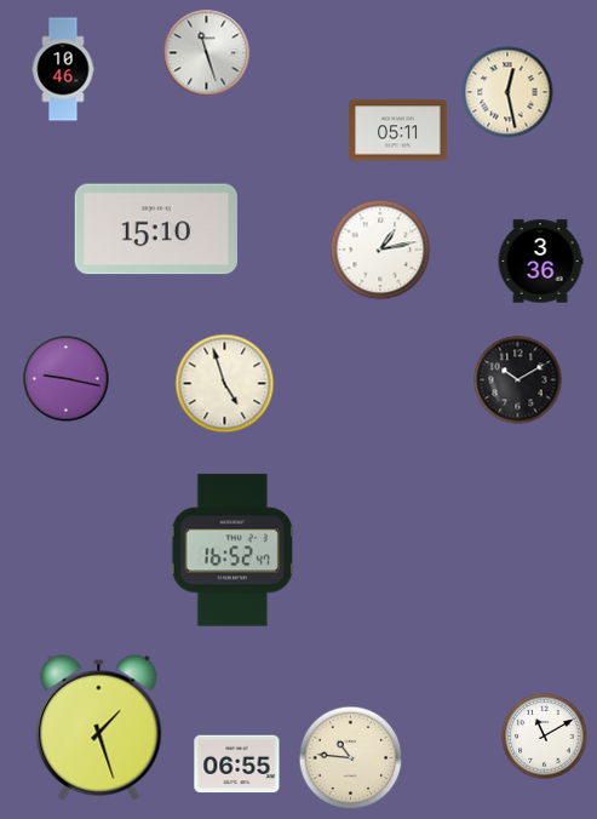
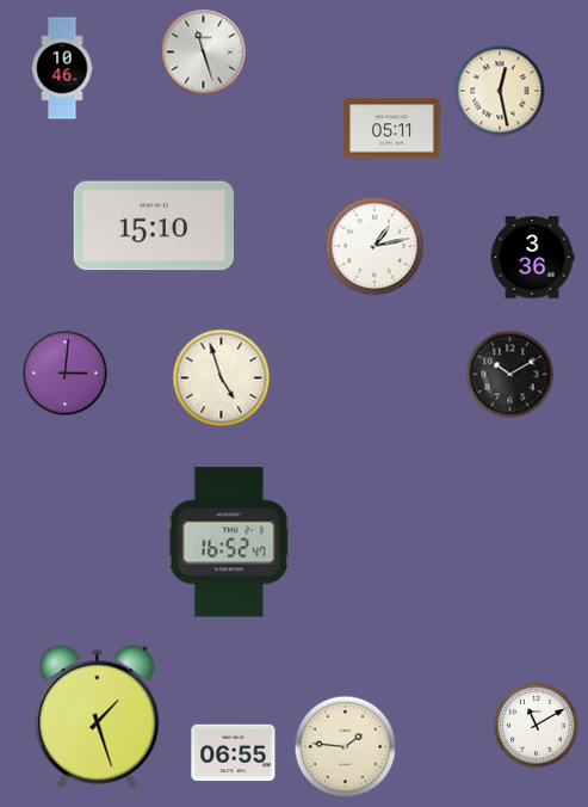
clock at (67, 379): 9:17 -> 3:01
clock at (351, 758): 10:46 -> 1:46
